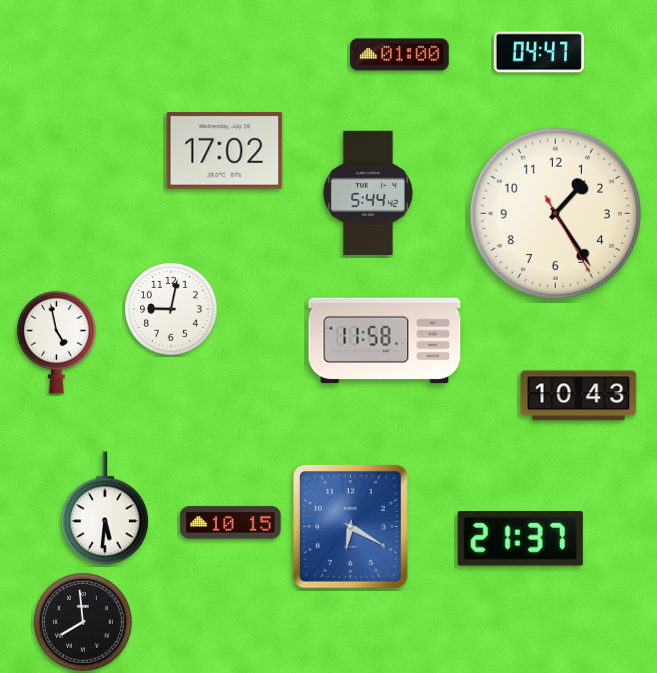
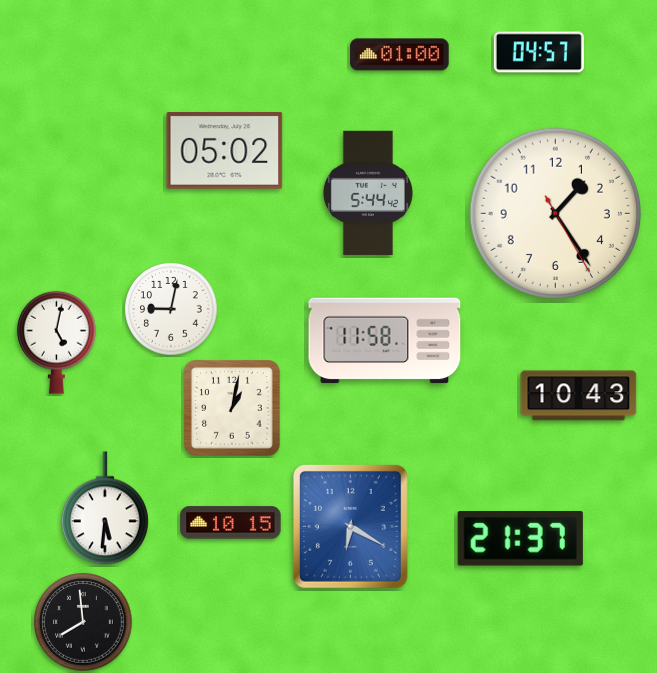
clock at (539, 52): 04:47 -> 04:57
clock at (225, 151): 17:02 -> 05:02
clock at (56, 342): 4:58 -> 5:02
clock at (232, 408): none -> 1:02
